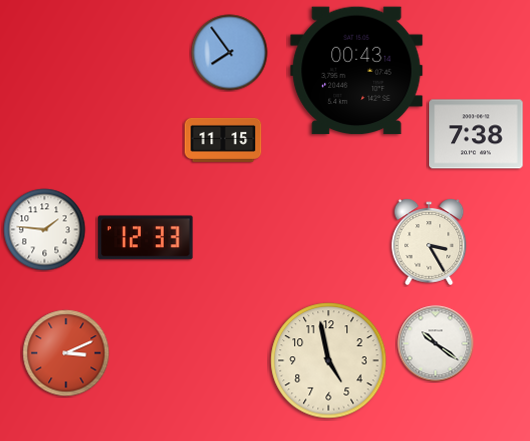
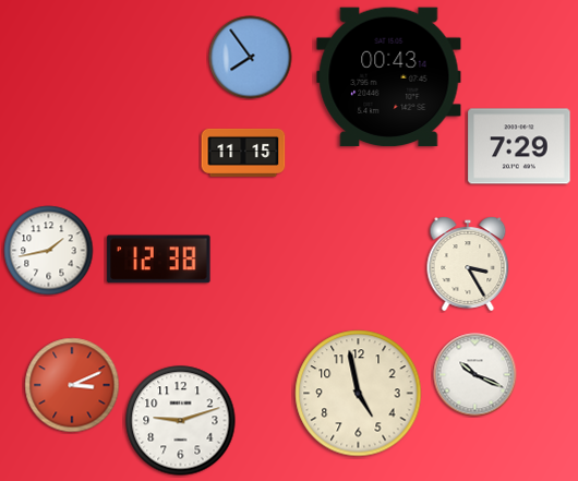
clock at (476, 134): 7:38 -> 7:29
clock at (45, 230): 1:46 -> 1:43
clock at (146, 238): 12:33 -> 12:38
clock at (436, 344): 10:21 -> 10:19
clock at (181, 421): none -> 9:12
